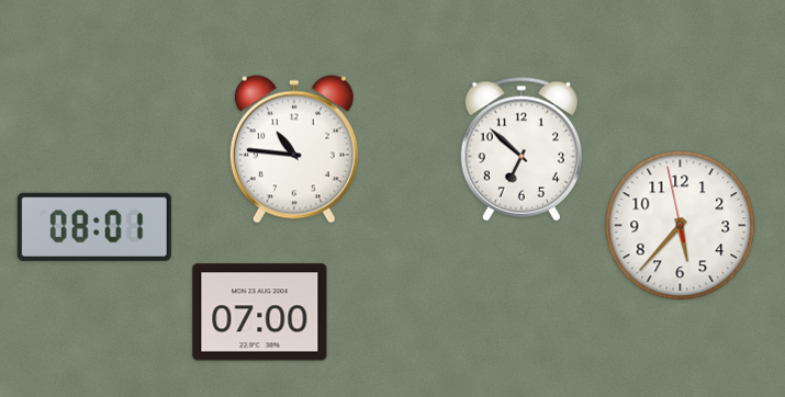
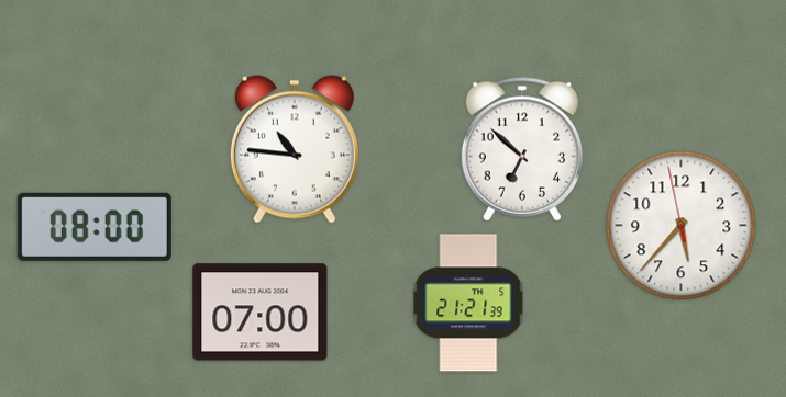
clock at (94, 227): 08:01 -> 08:00
clock at (468, 303): none -> 21:21
